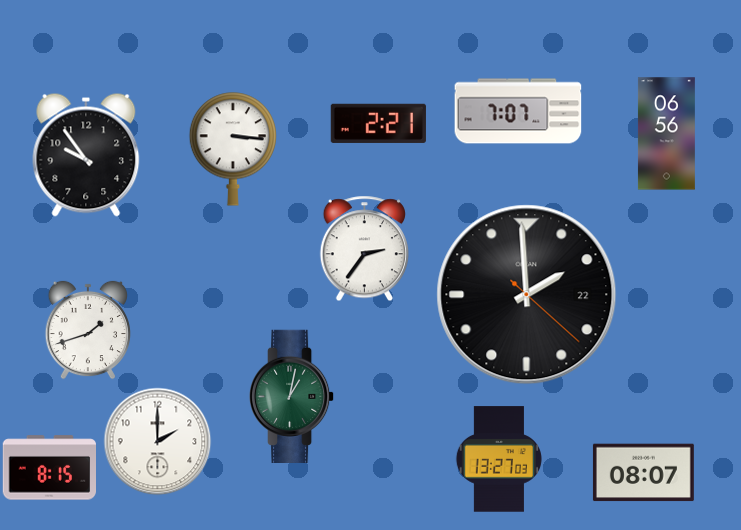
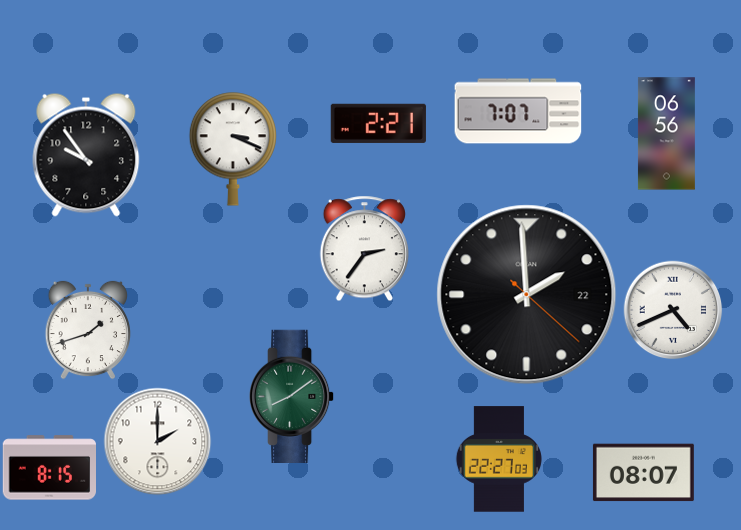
clock at (232, 149): 3:16 -> 3:19
clock at (673, 310): none -> 4:41
clock at (292, 396): 1:02 -> 8:09
clock at (499, 459): 13:27 -> 22:27
